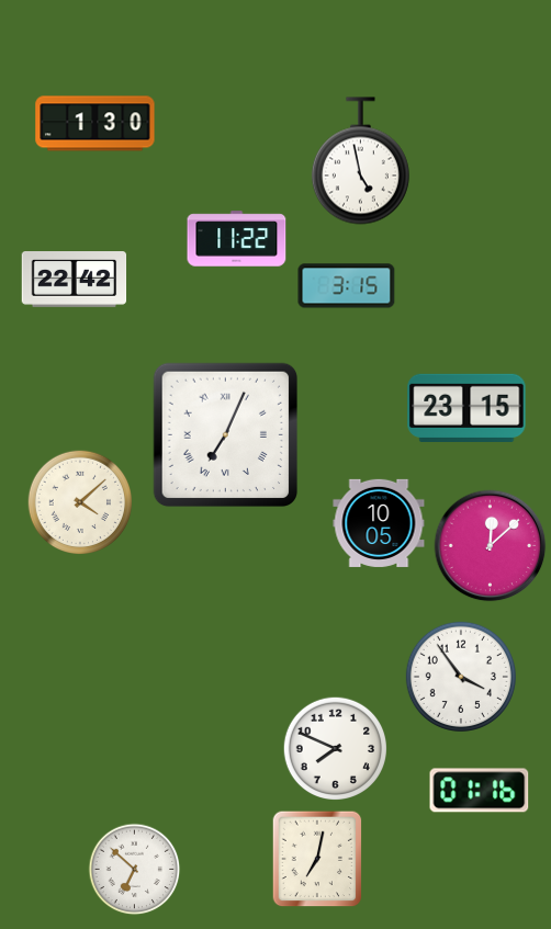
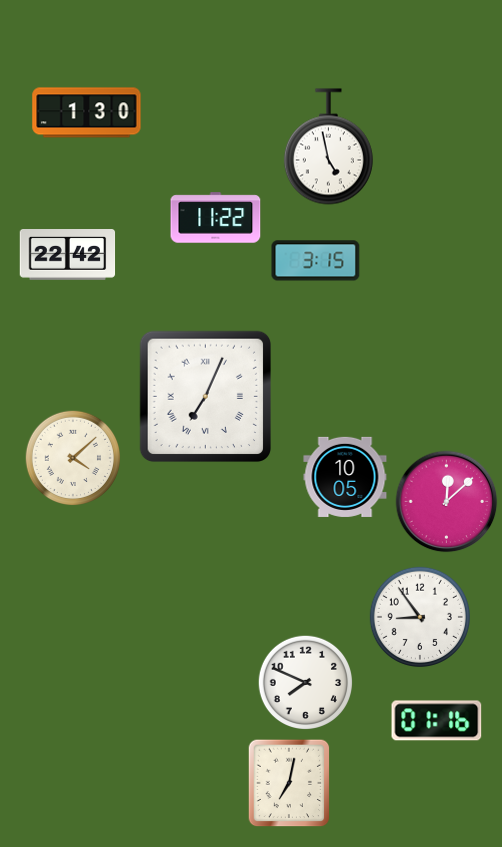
clock at (466, 408): 23:15 -> none
clock at (491, 546) position: (491, 546) -> (447, 502)
clock at (461, 677): 3:54 -> 8:54
clock at (135, 870): 6:52 -> none
